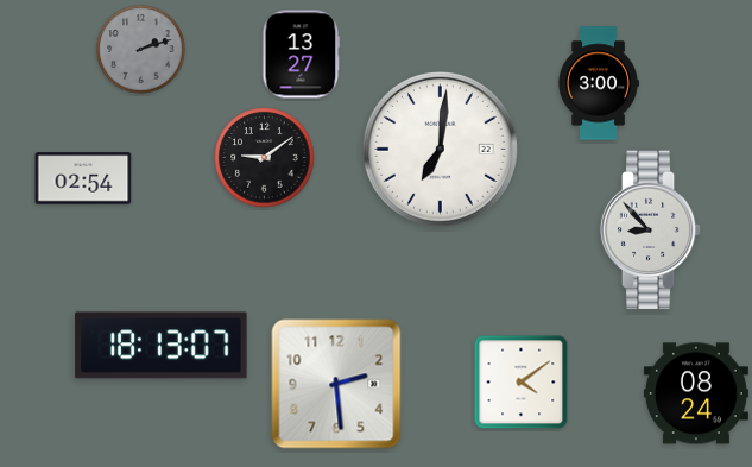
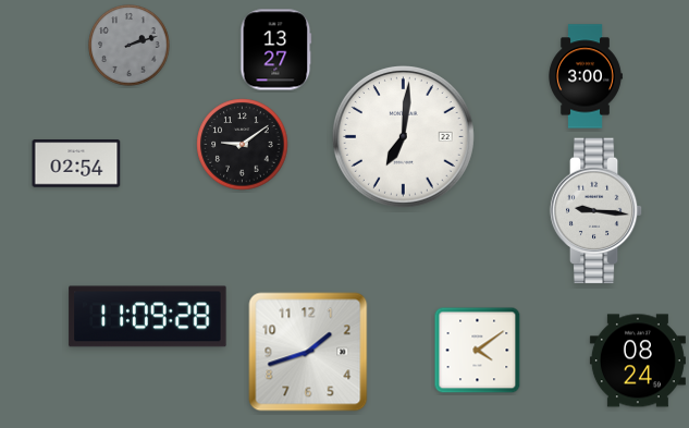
clock at (599, 83) position: (599, 83) -> (586, 76)
clock at (651, 231): 8:53 -> 9:16
clock at (162, 346): 18:13 -> 11:09
clock at (336, 384): 2:29 -> 1:42
